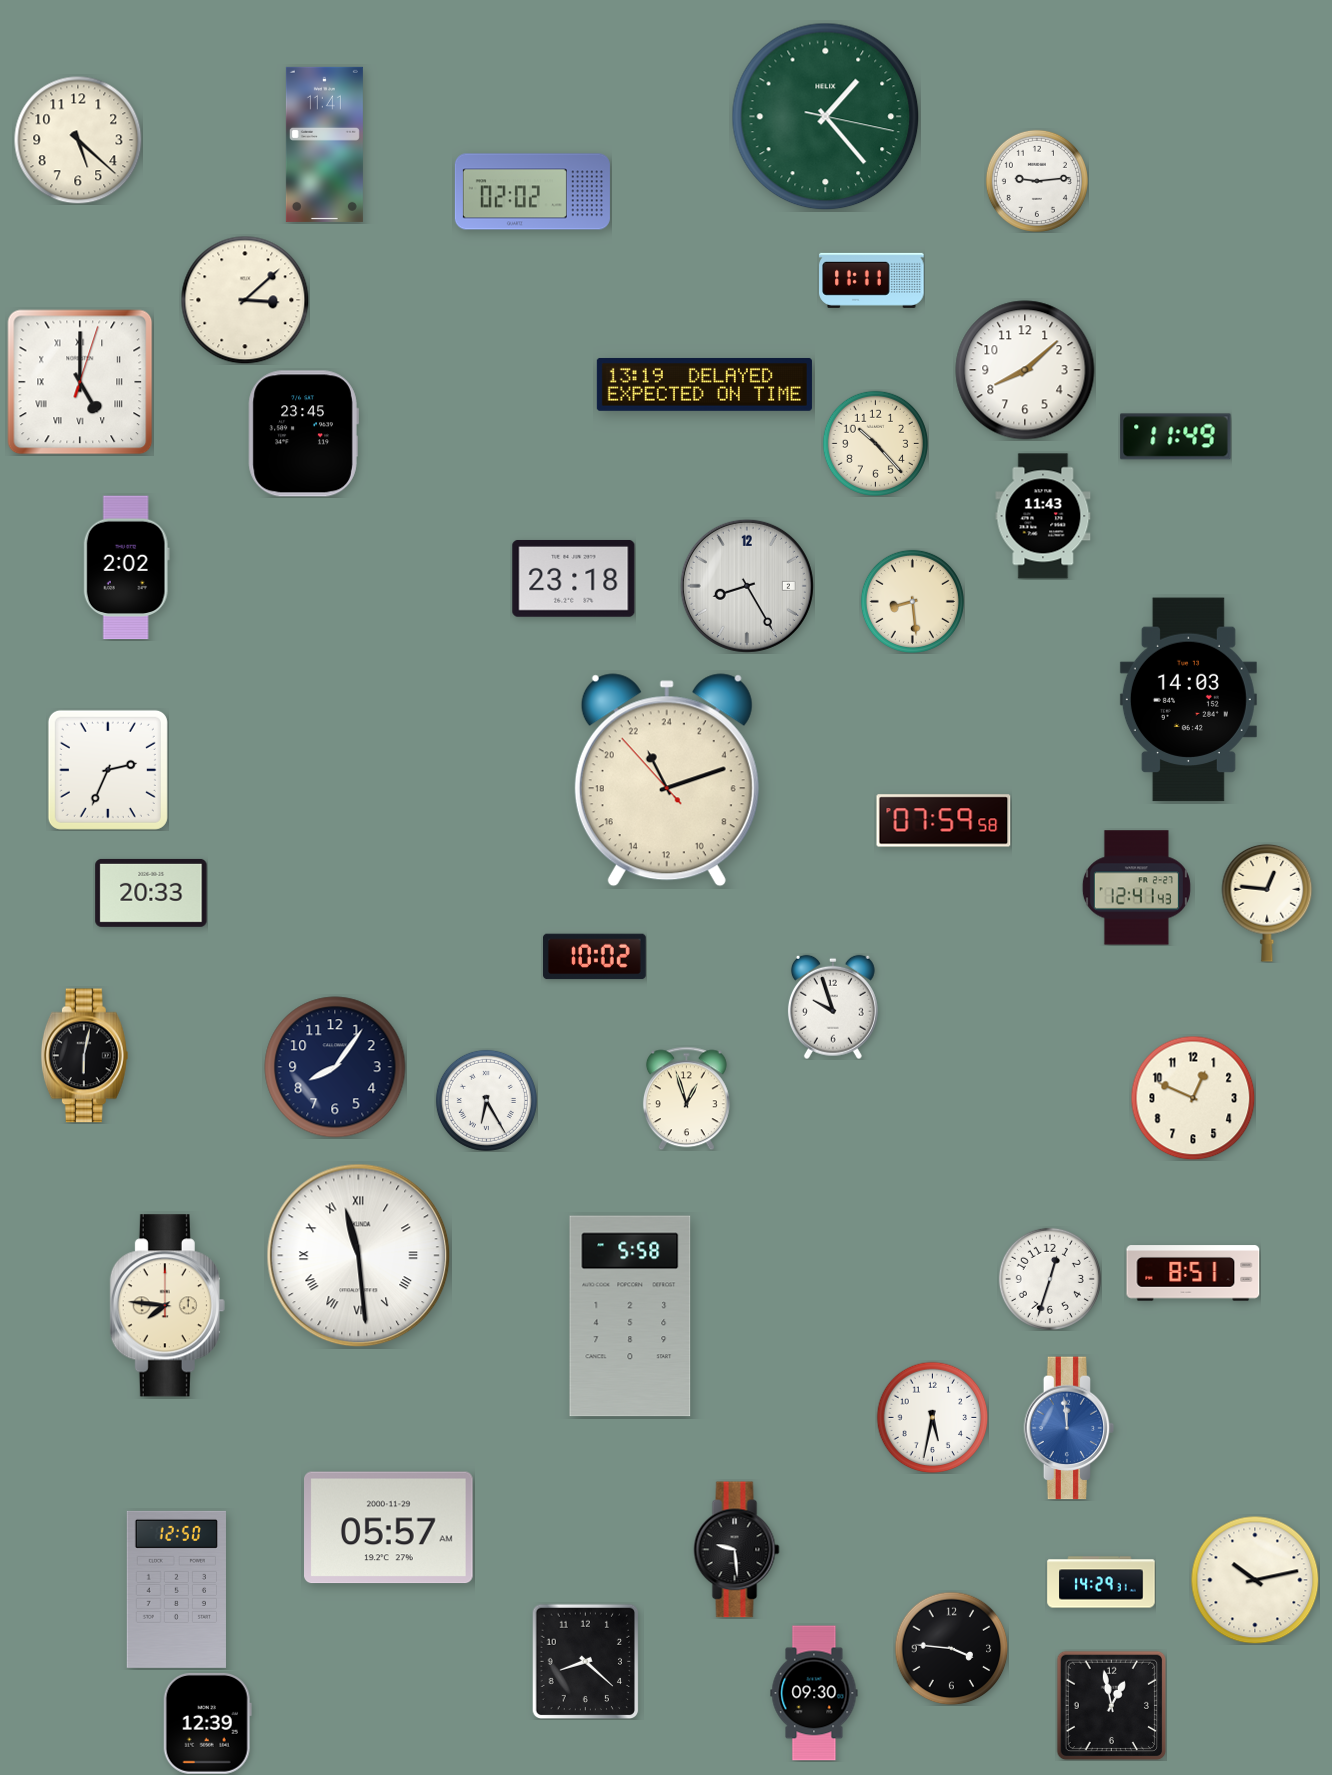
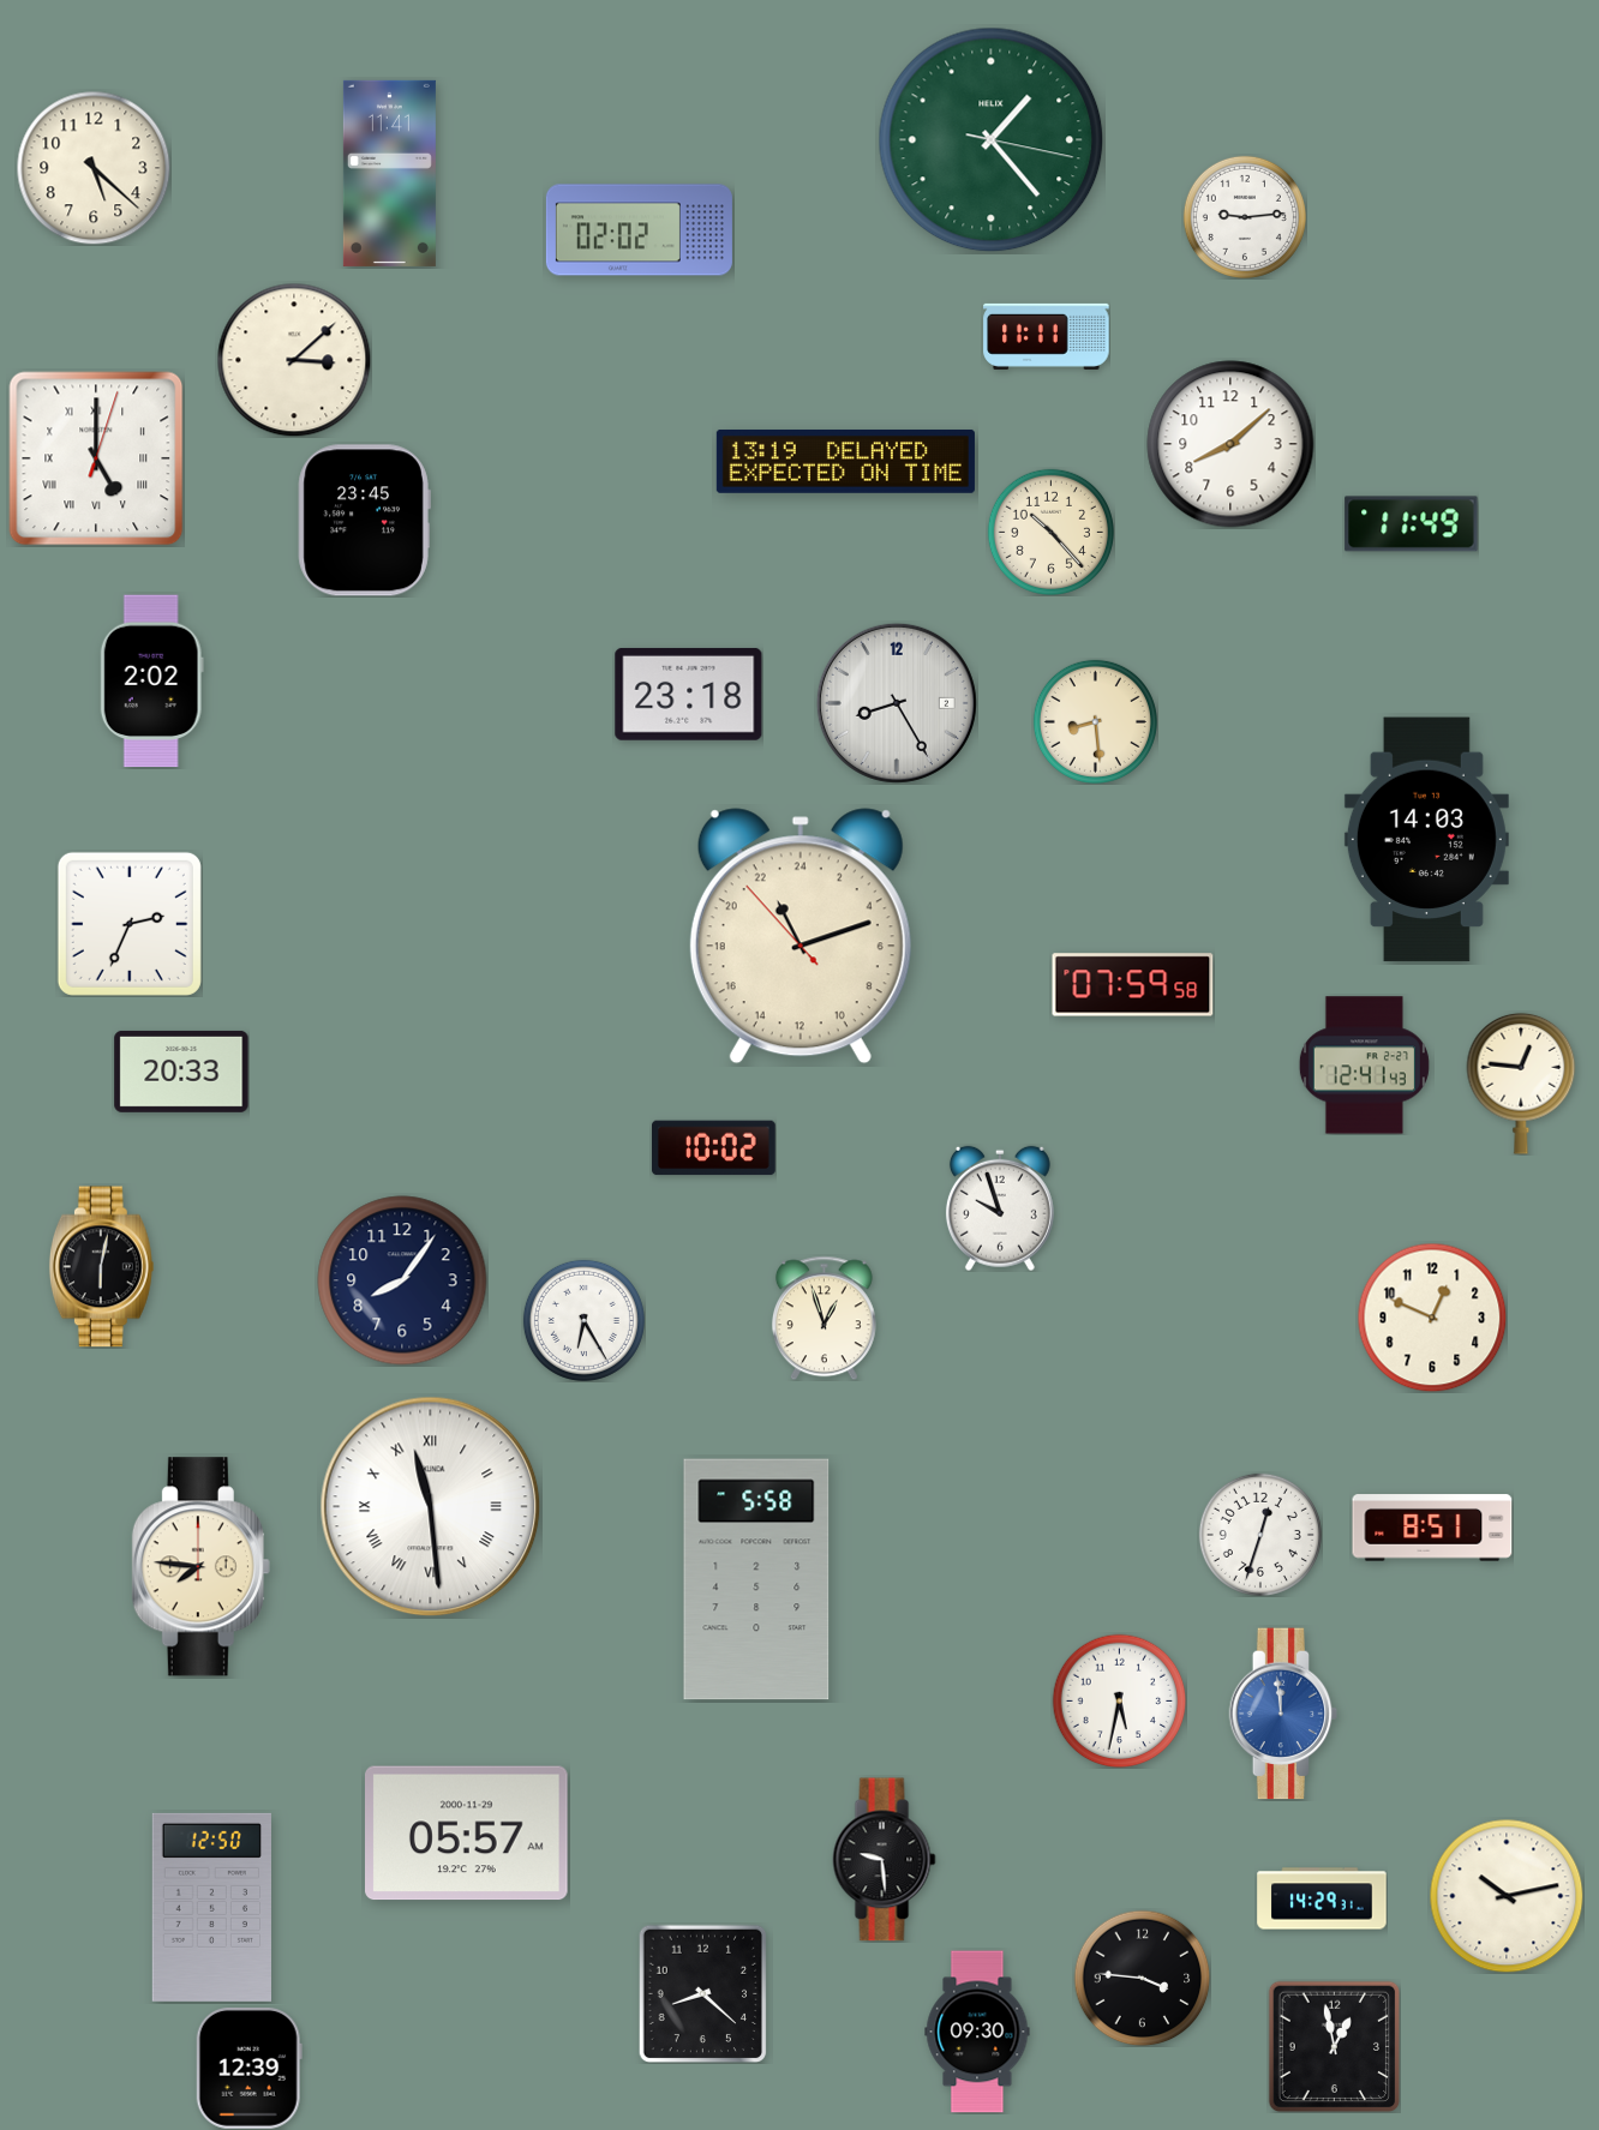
clock at (1043, 516): 11:43 -> none
